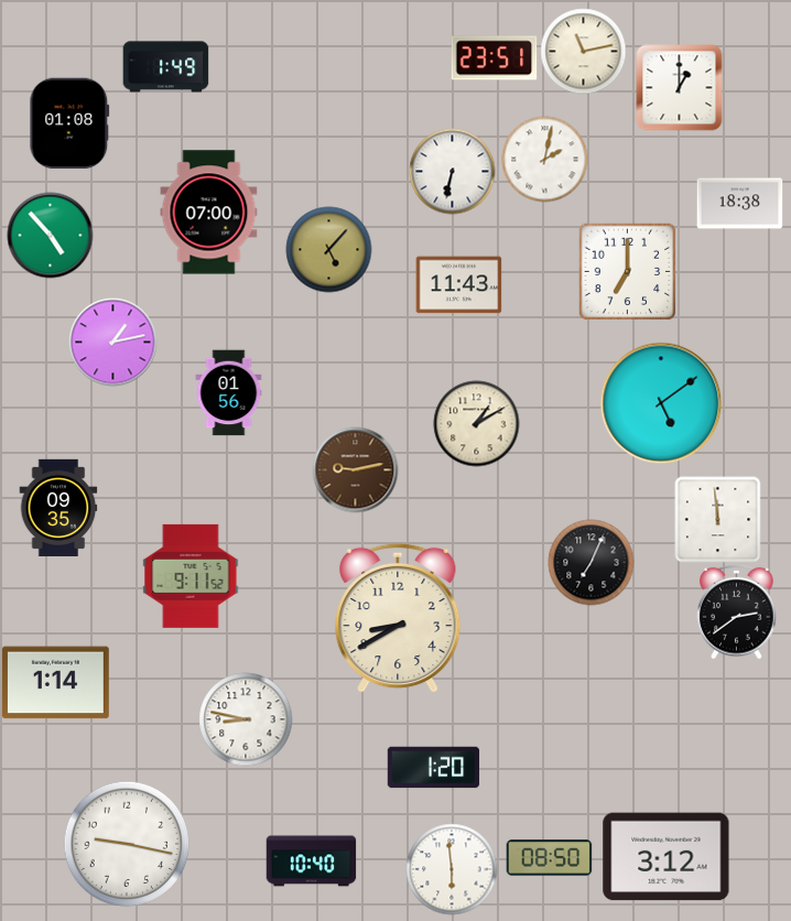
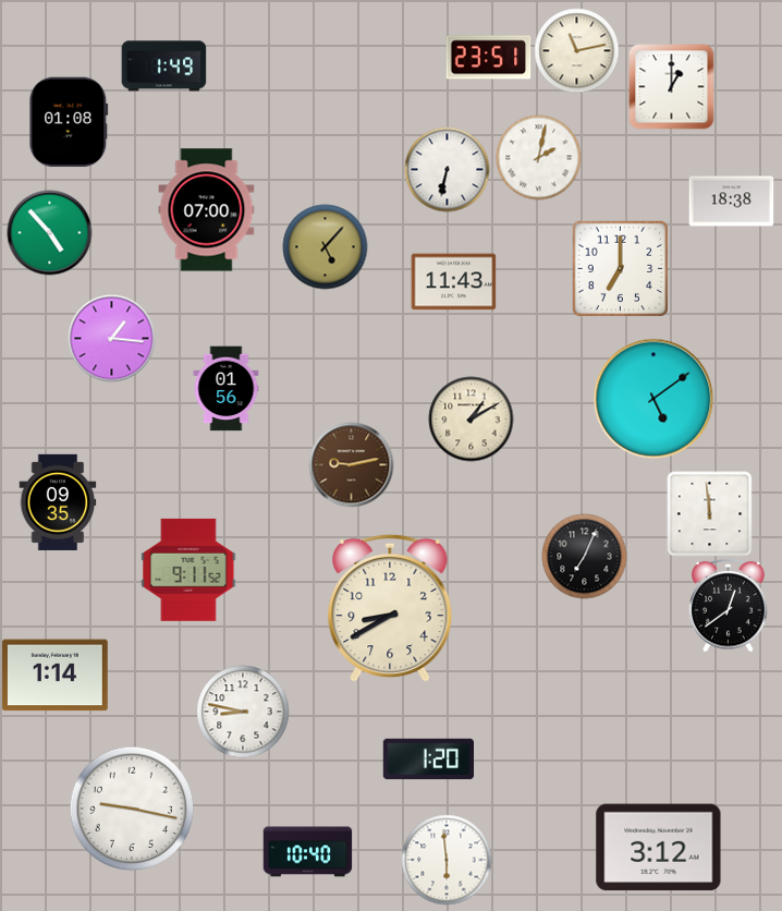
clock at (112, 342): 1:13 -> 1:16
clock at (737, 611): 2:39 -> 12:39
clock at (398, 618) position: (398, 618) -> (390, 608)
clock at (127, 844) position: (127, 844) -> (132, 809)
clock at (549, 858): 08:50 -> none
